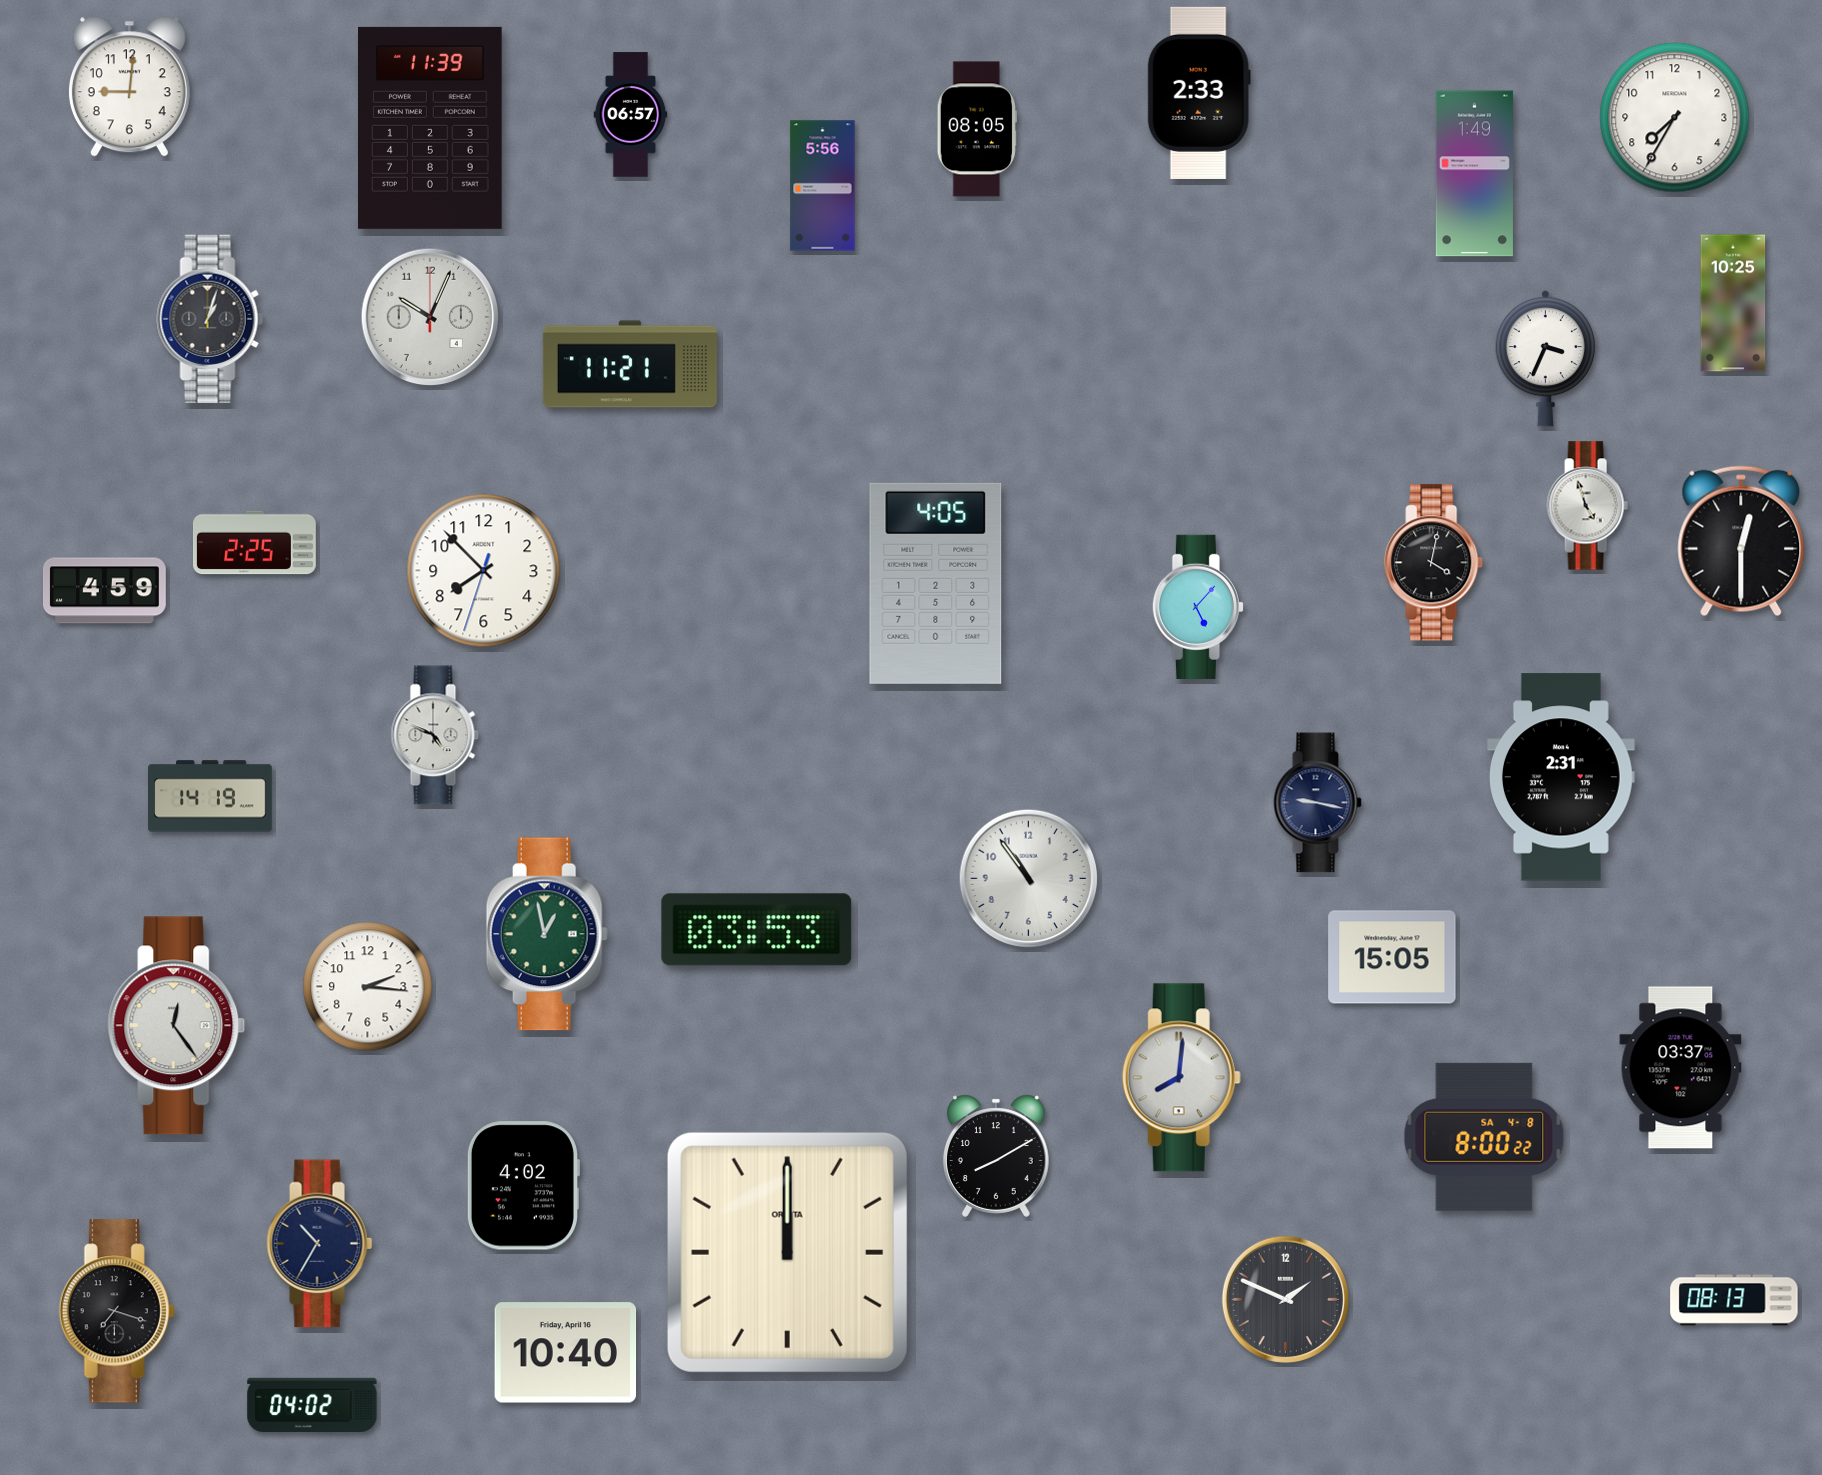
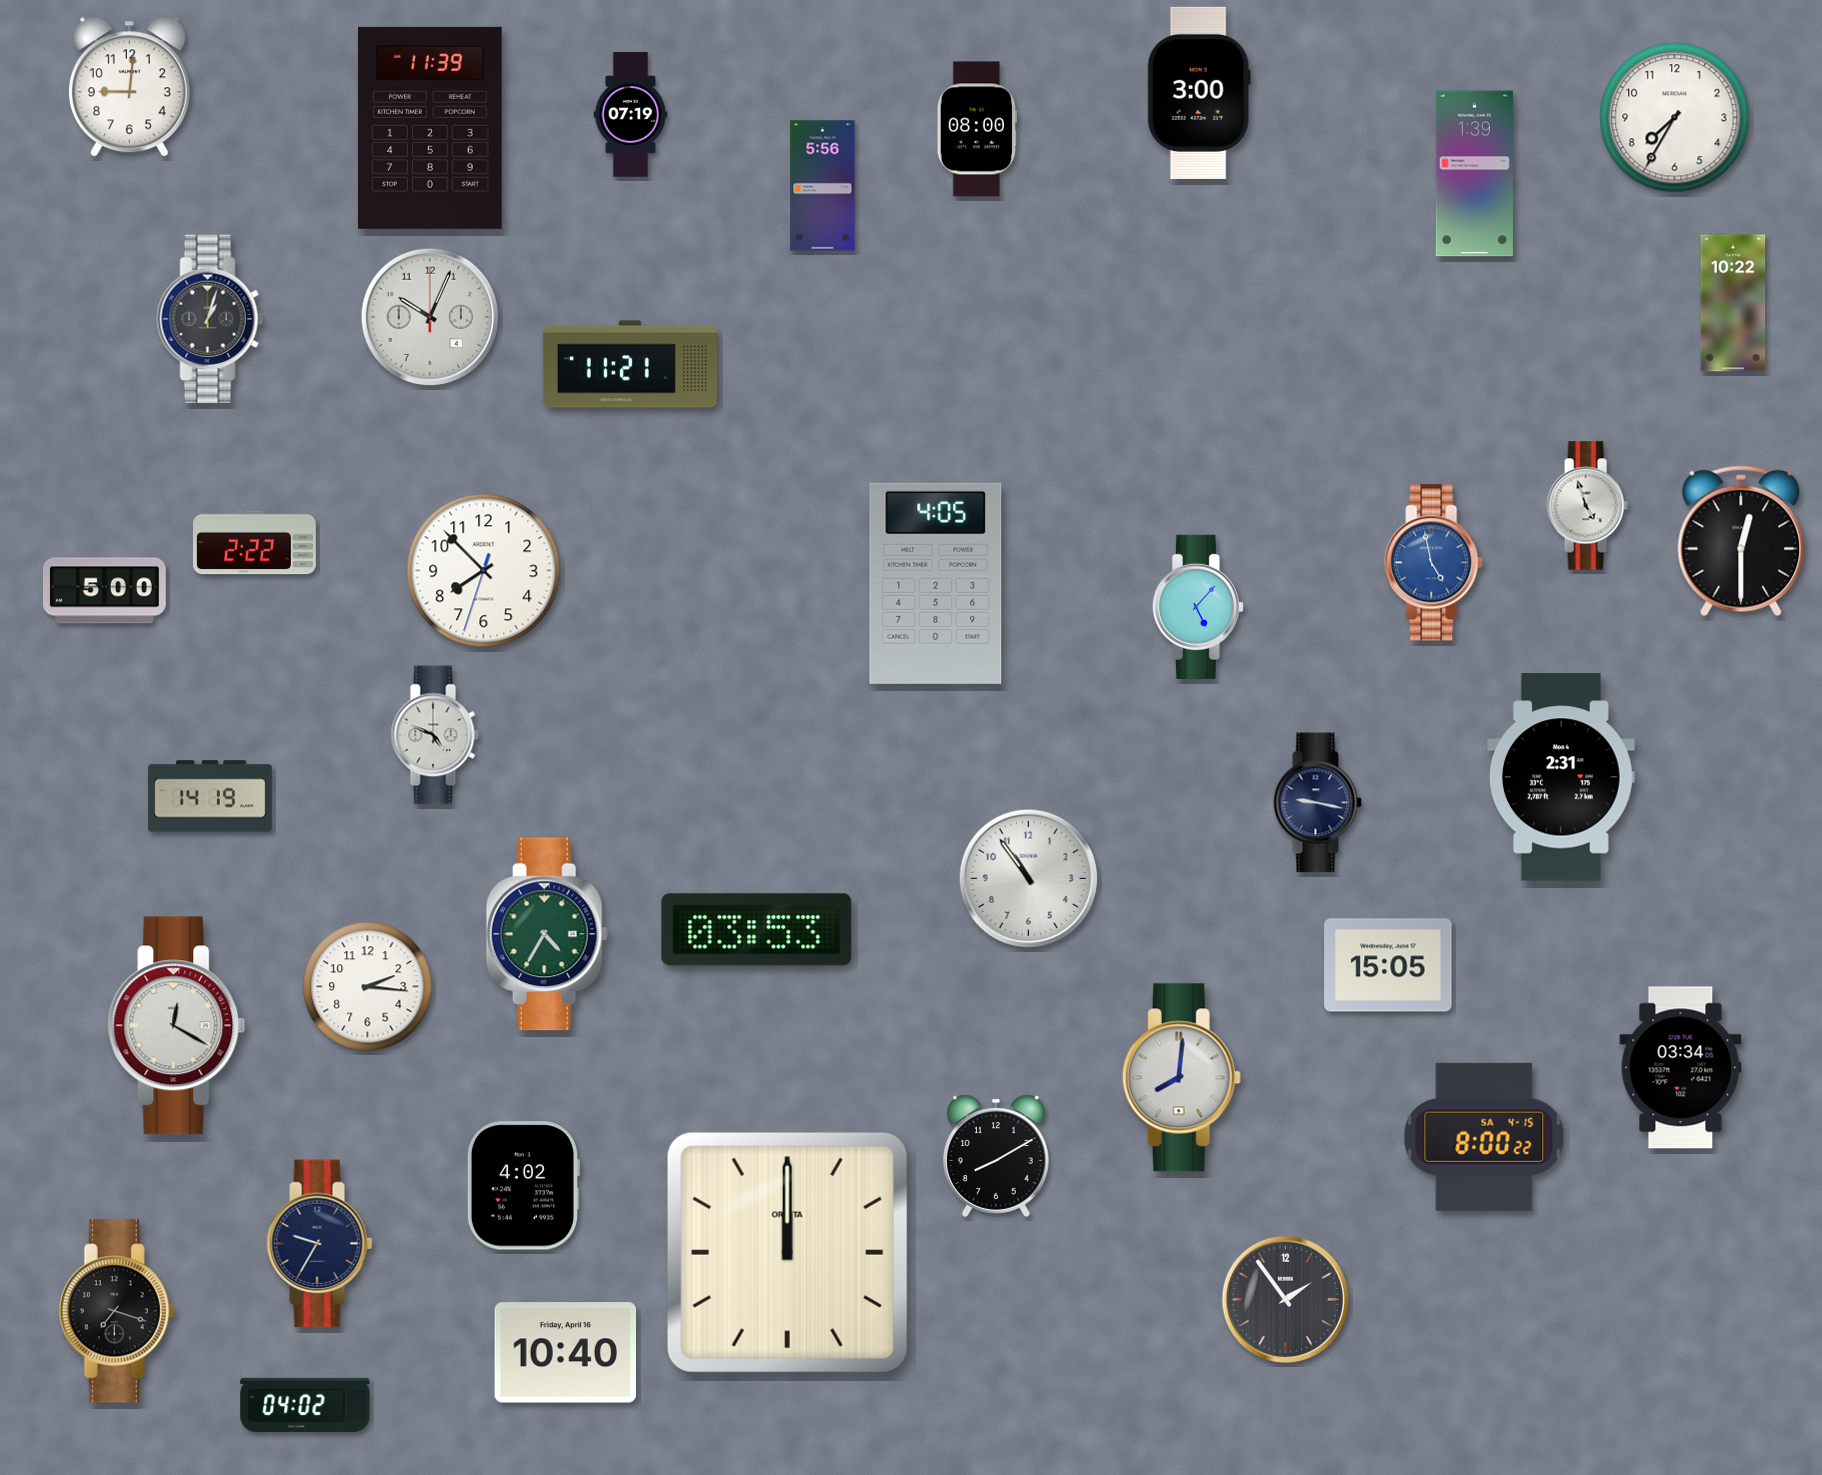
clock at (1199, 93): 2:33 -> 3:00
clock at (631, 115): 06:57 -> 07:19
clock at (977, 129): 08:05 -> 08:00
clock at (1474, 174): 1:49 -> 1:39
clock at (1733, 303): 10:25 -> 10:22
clock at (1546, 358): 3:34 -> none
clock at (254, 543): 2:25 -> 2:22
clock at (1434, 563): 4:02 -> 4:58
clock at (1434, 563) dial: black -> blue
clock at (104, 591): 4:59 -> 5:00
clock at (547, 934): 12:58 -> 4:35
clock at (1392, 957) position: (1392, 957) -> (1388, 965)
clock at (177, 1026): 12:24 -> 12:20
clock at (1681, 1068): 03:37 -> 03:34
clock at (1484, 1137) date: SA 4-8 -> SA 4-15
clock at (320, 1244): 10:35 -> 9:35
clock at (1285, 1299): 1:49 -> 1:54
clock at (1734, 1300): 08:13 -> none
clock at (312, 1405) position: (312, 1405) -> (305, 1405)
